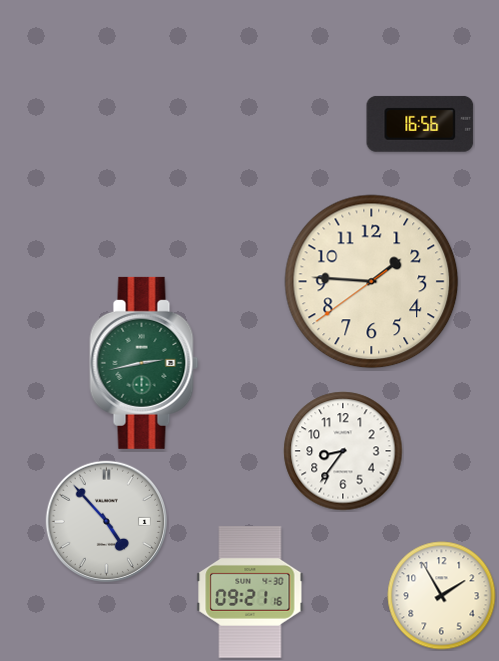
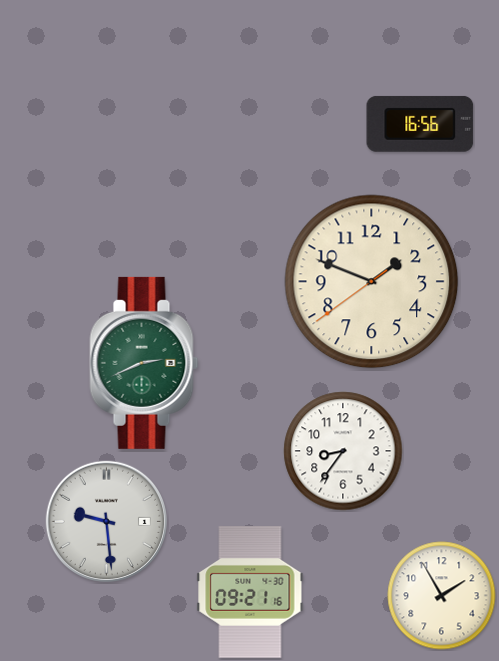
clock at (372, 282): 1:45 -> 1:48
clock at (144, 363): 2:43 -> 2:41
clock at (106, 521): 4:53 -> 9:29
